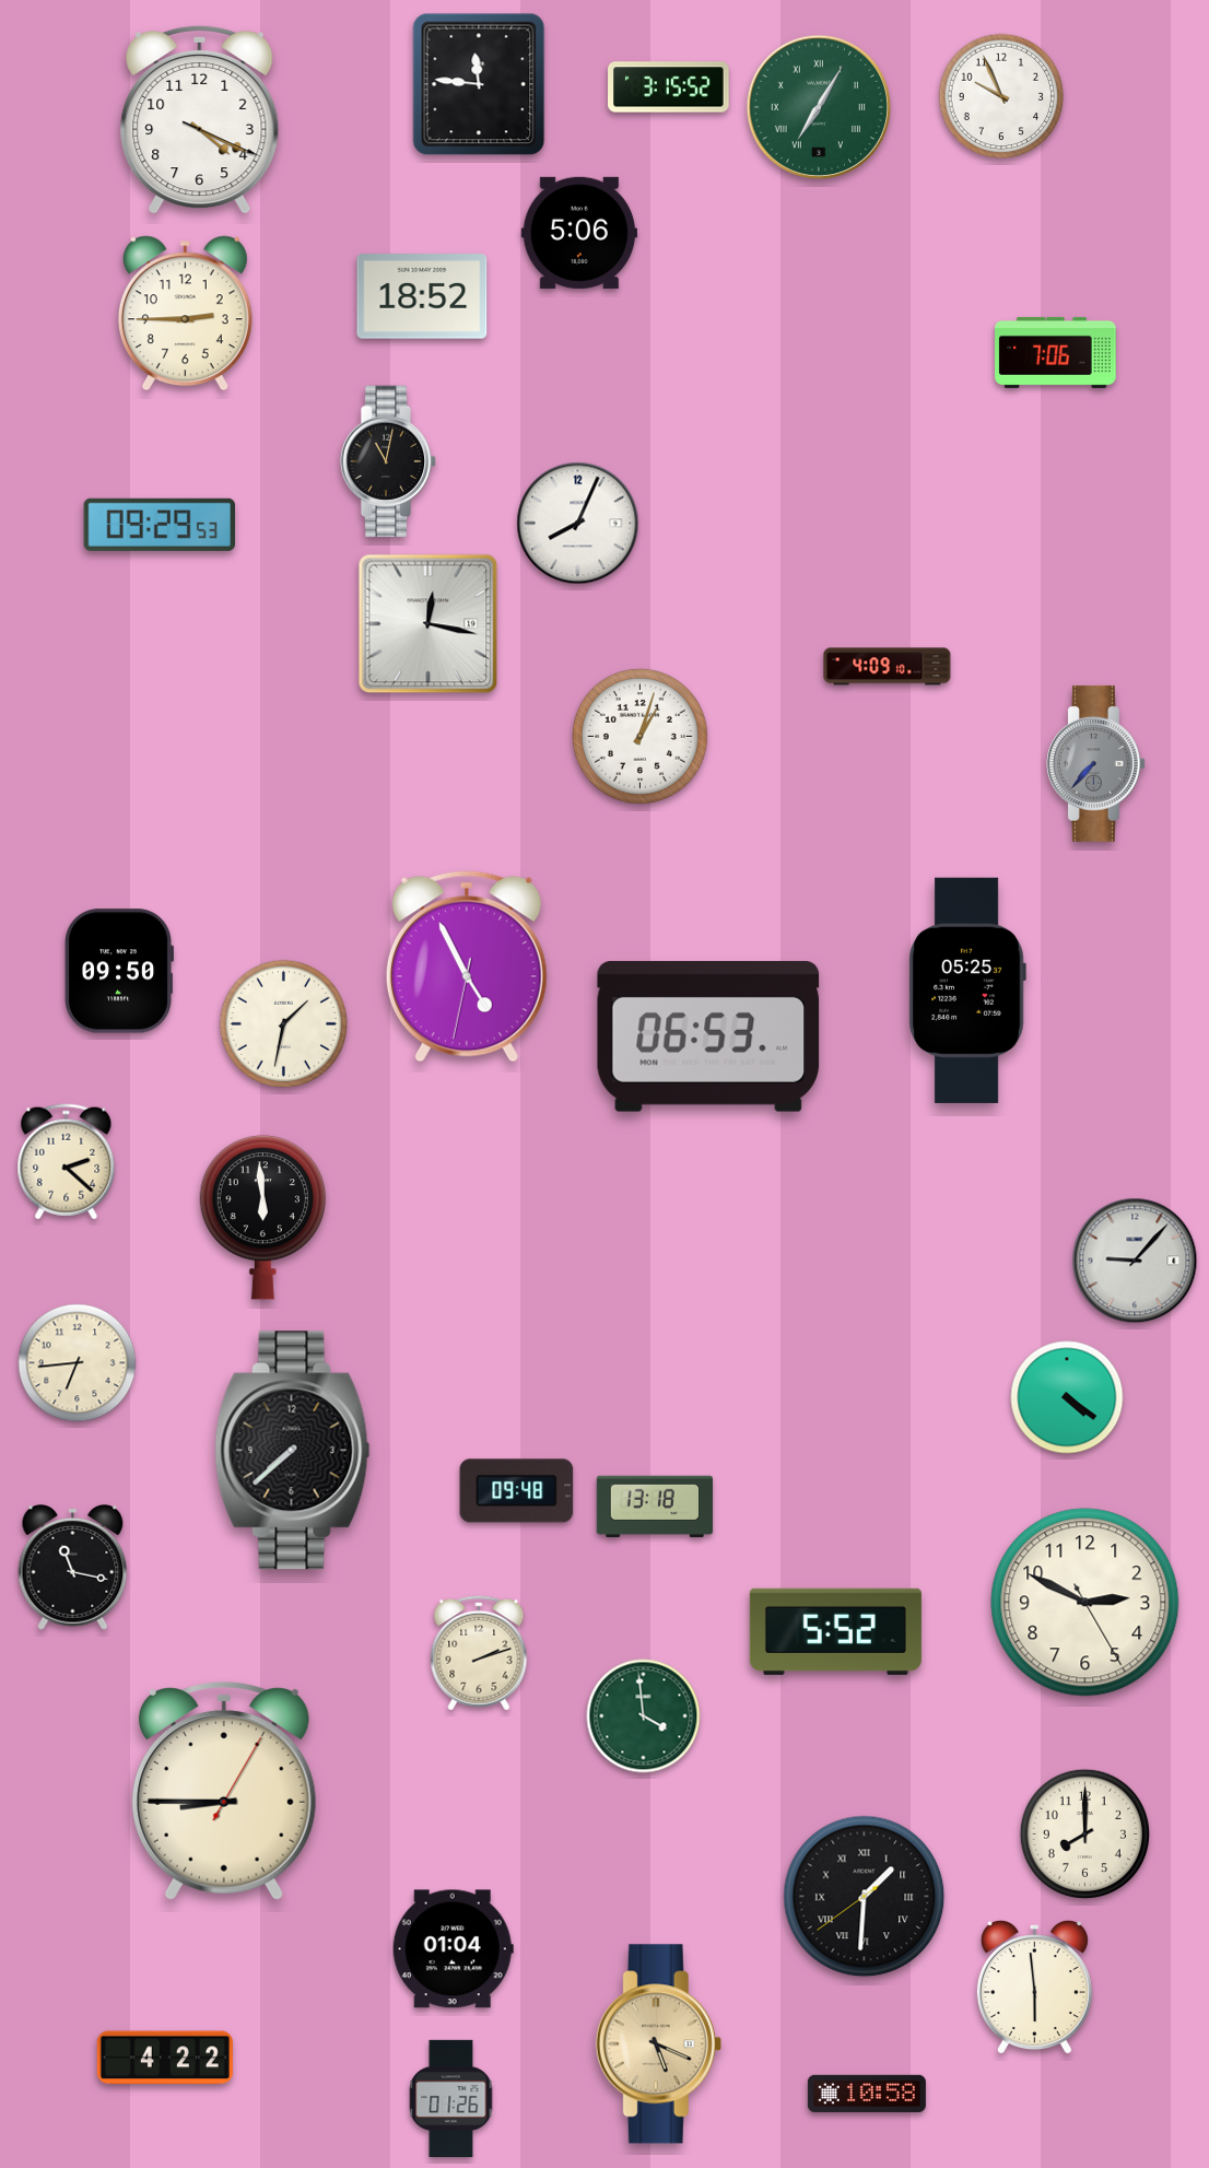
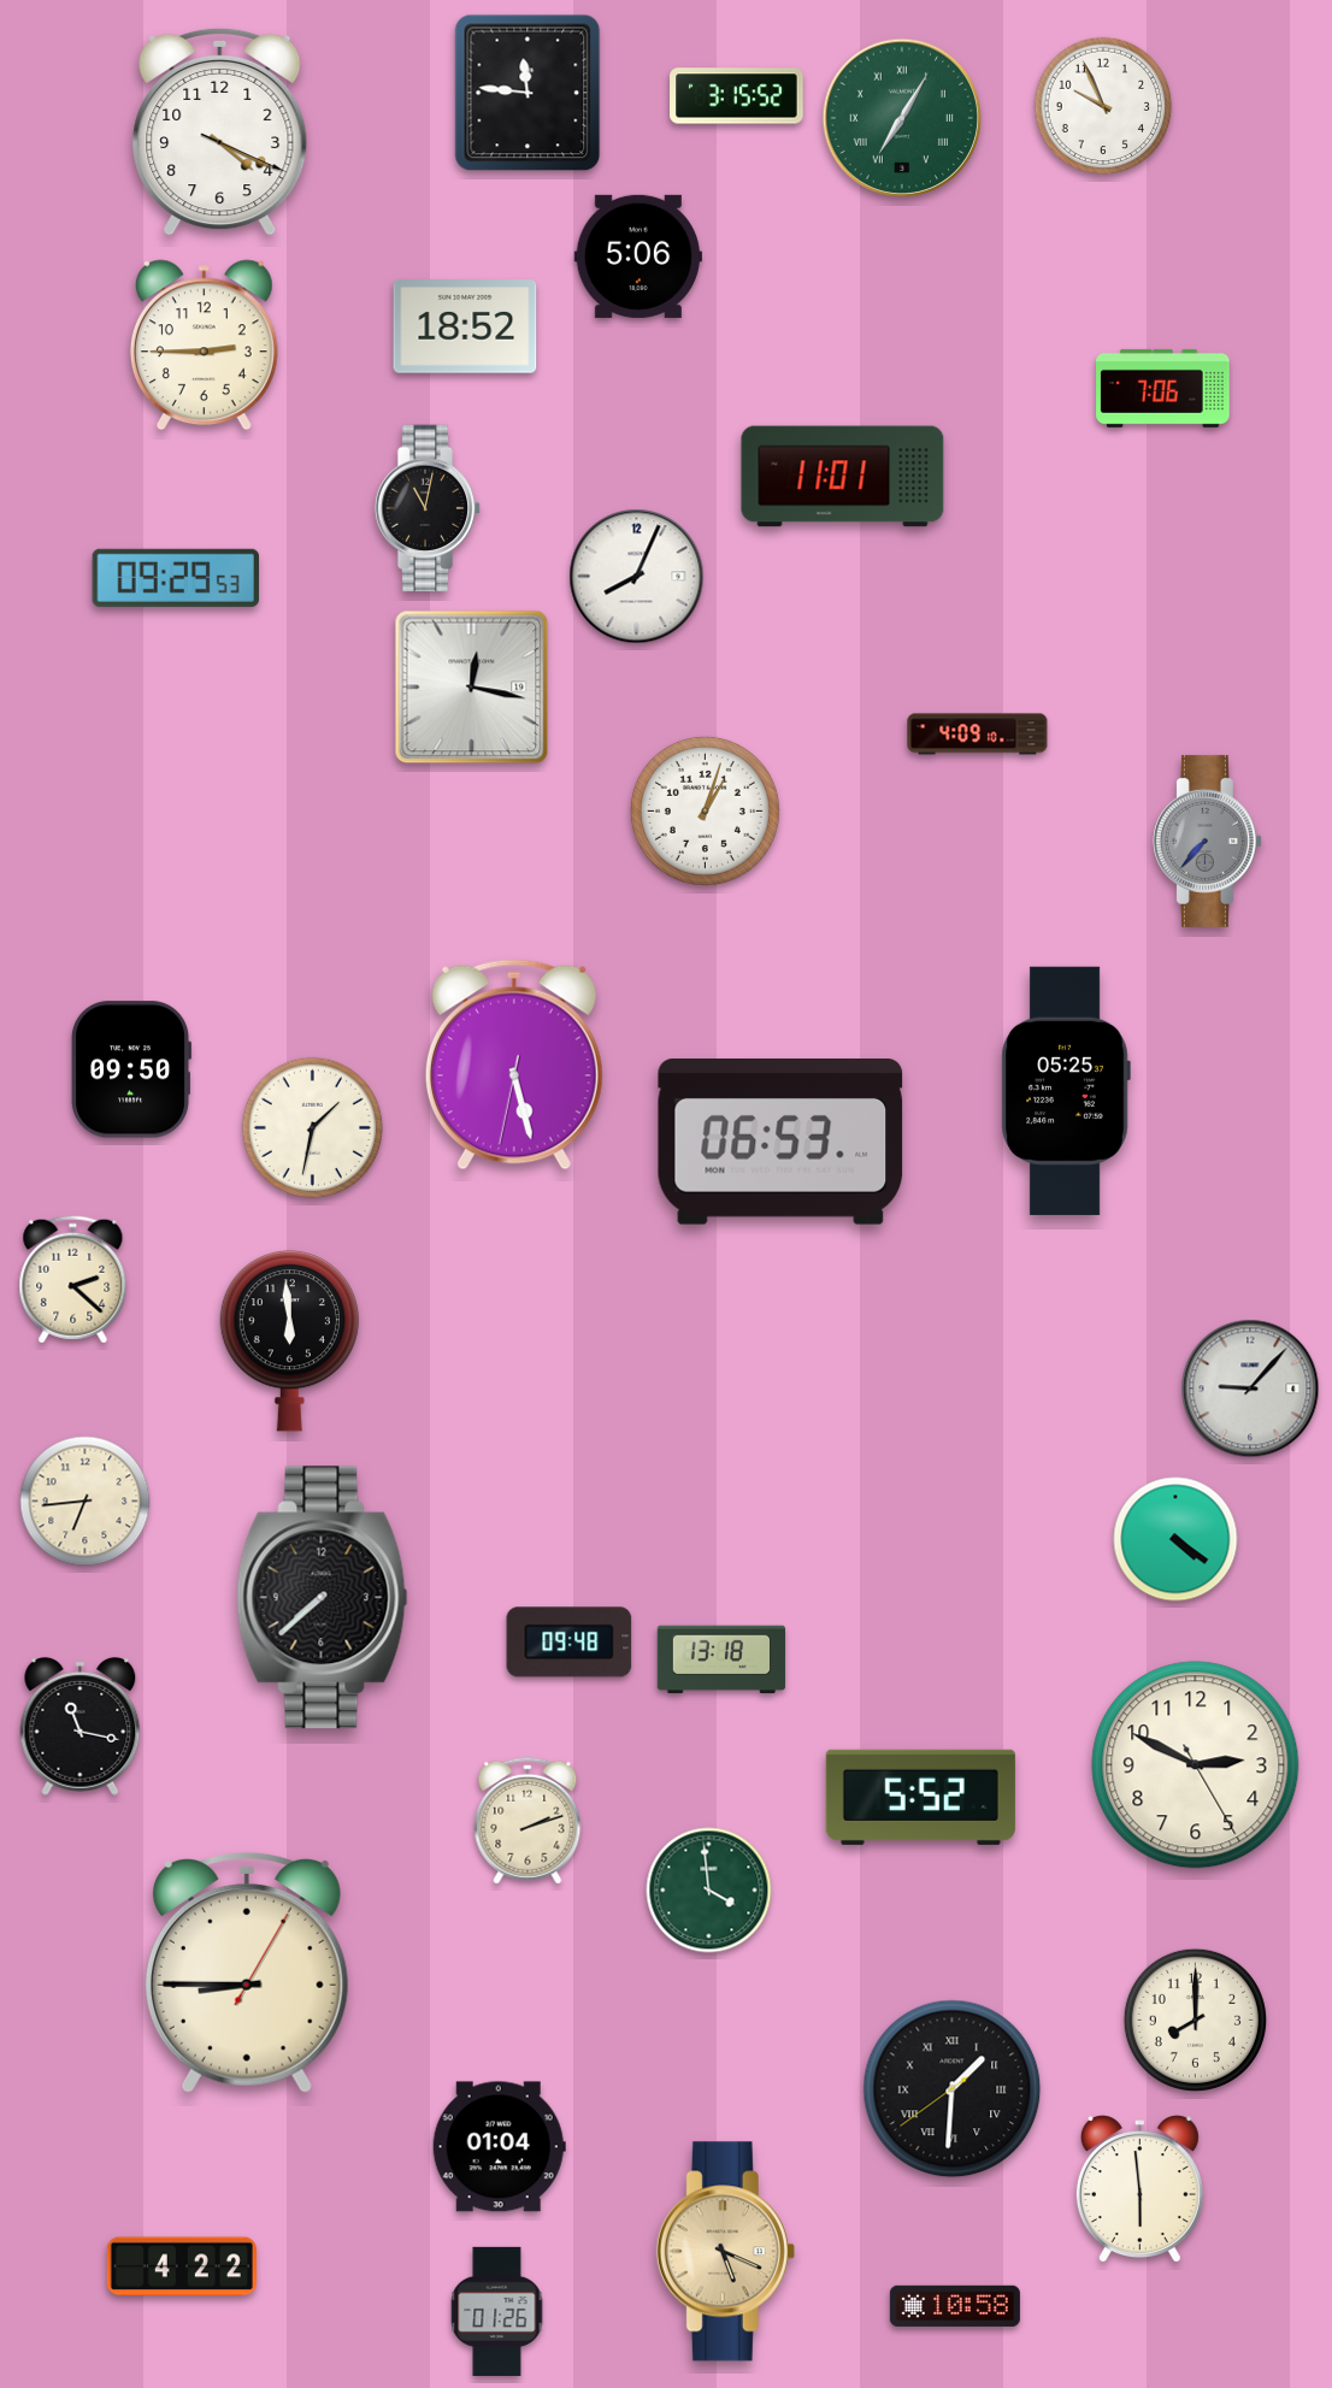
clock at (843, 477): none -> 11:01
clock at (467, 966): 4:55 -> 5:27
